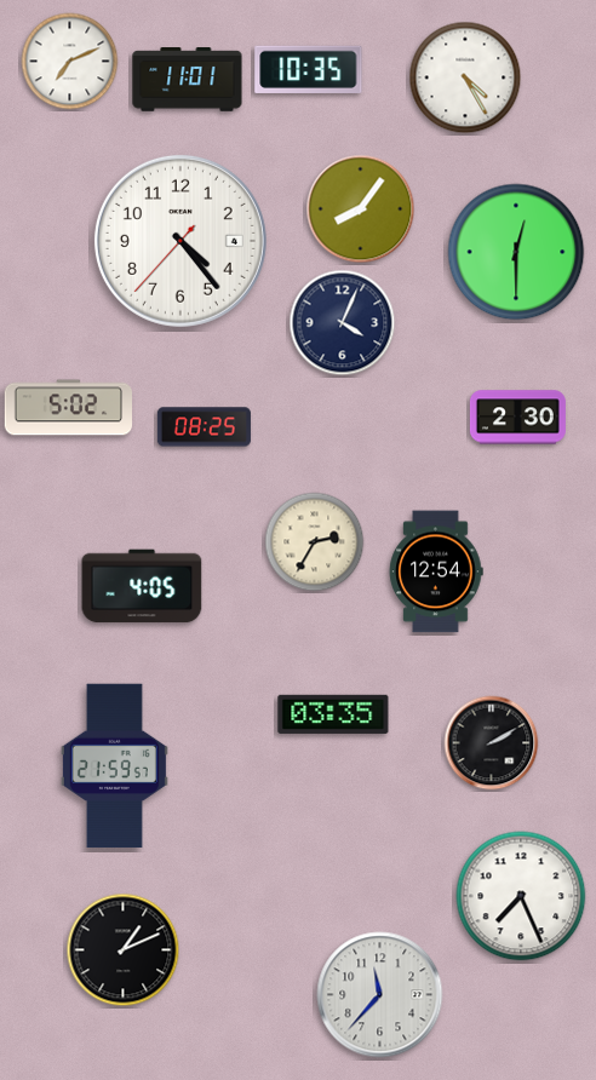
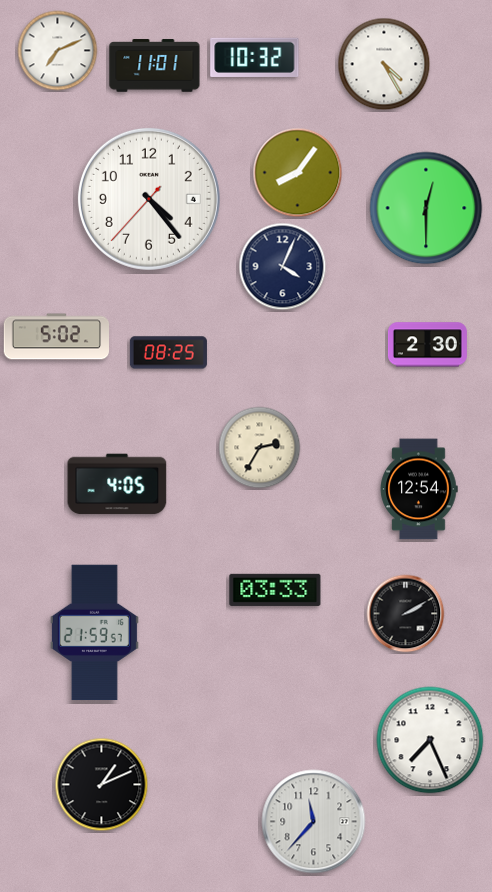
clock at (309, 69): 10:35 -> 10:32
clock at (436, 571) position: (436, 571) -> (419, 489)
clock at (333, 714): 03:35 -> 03:33
